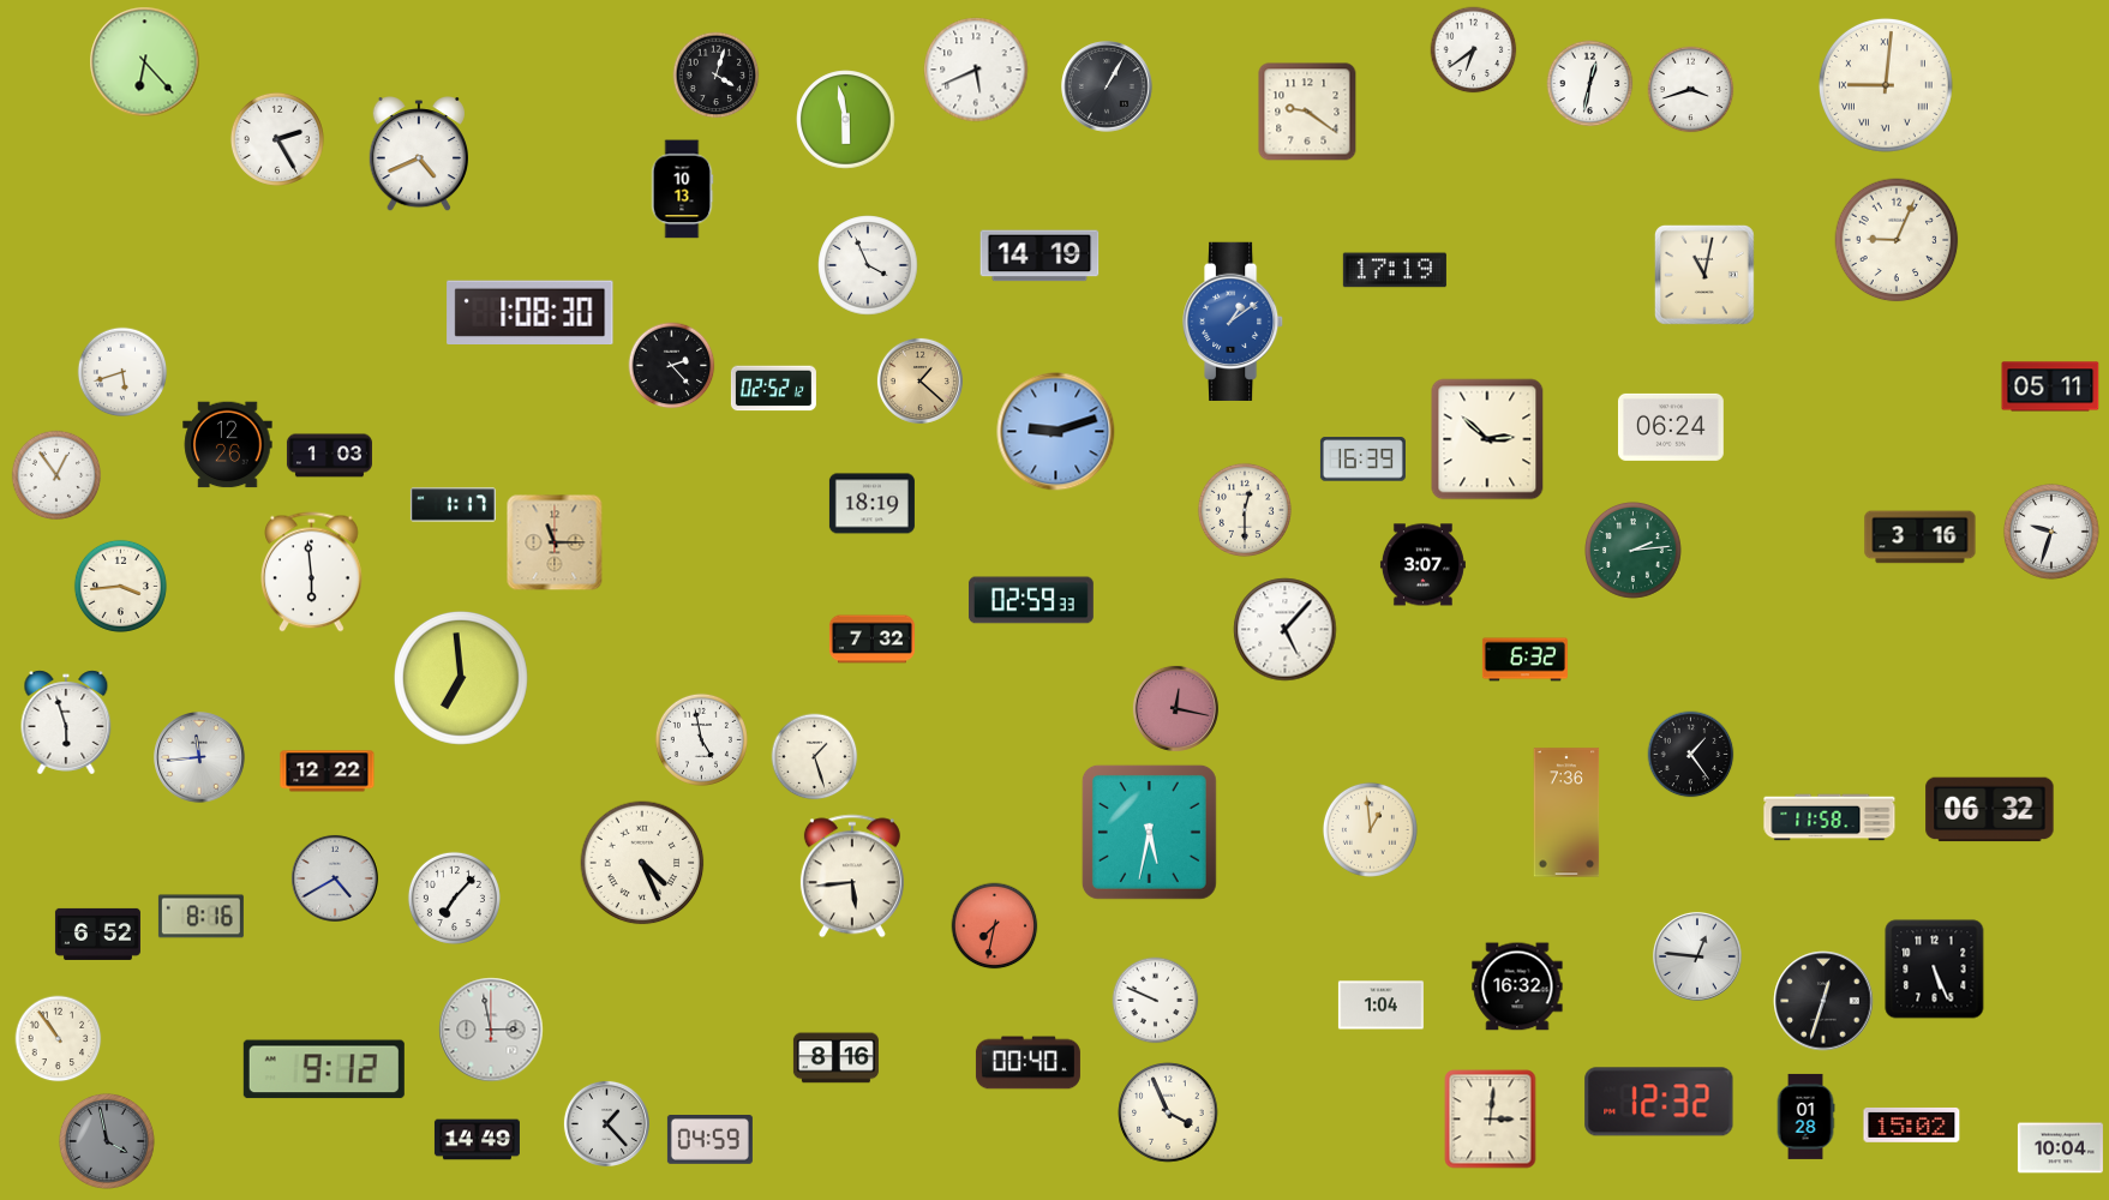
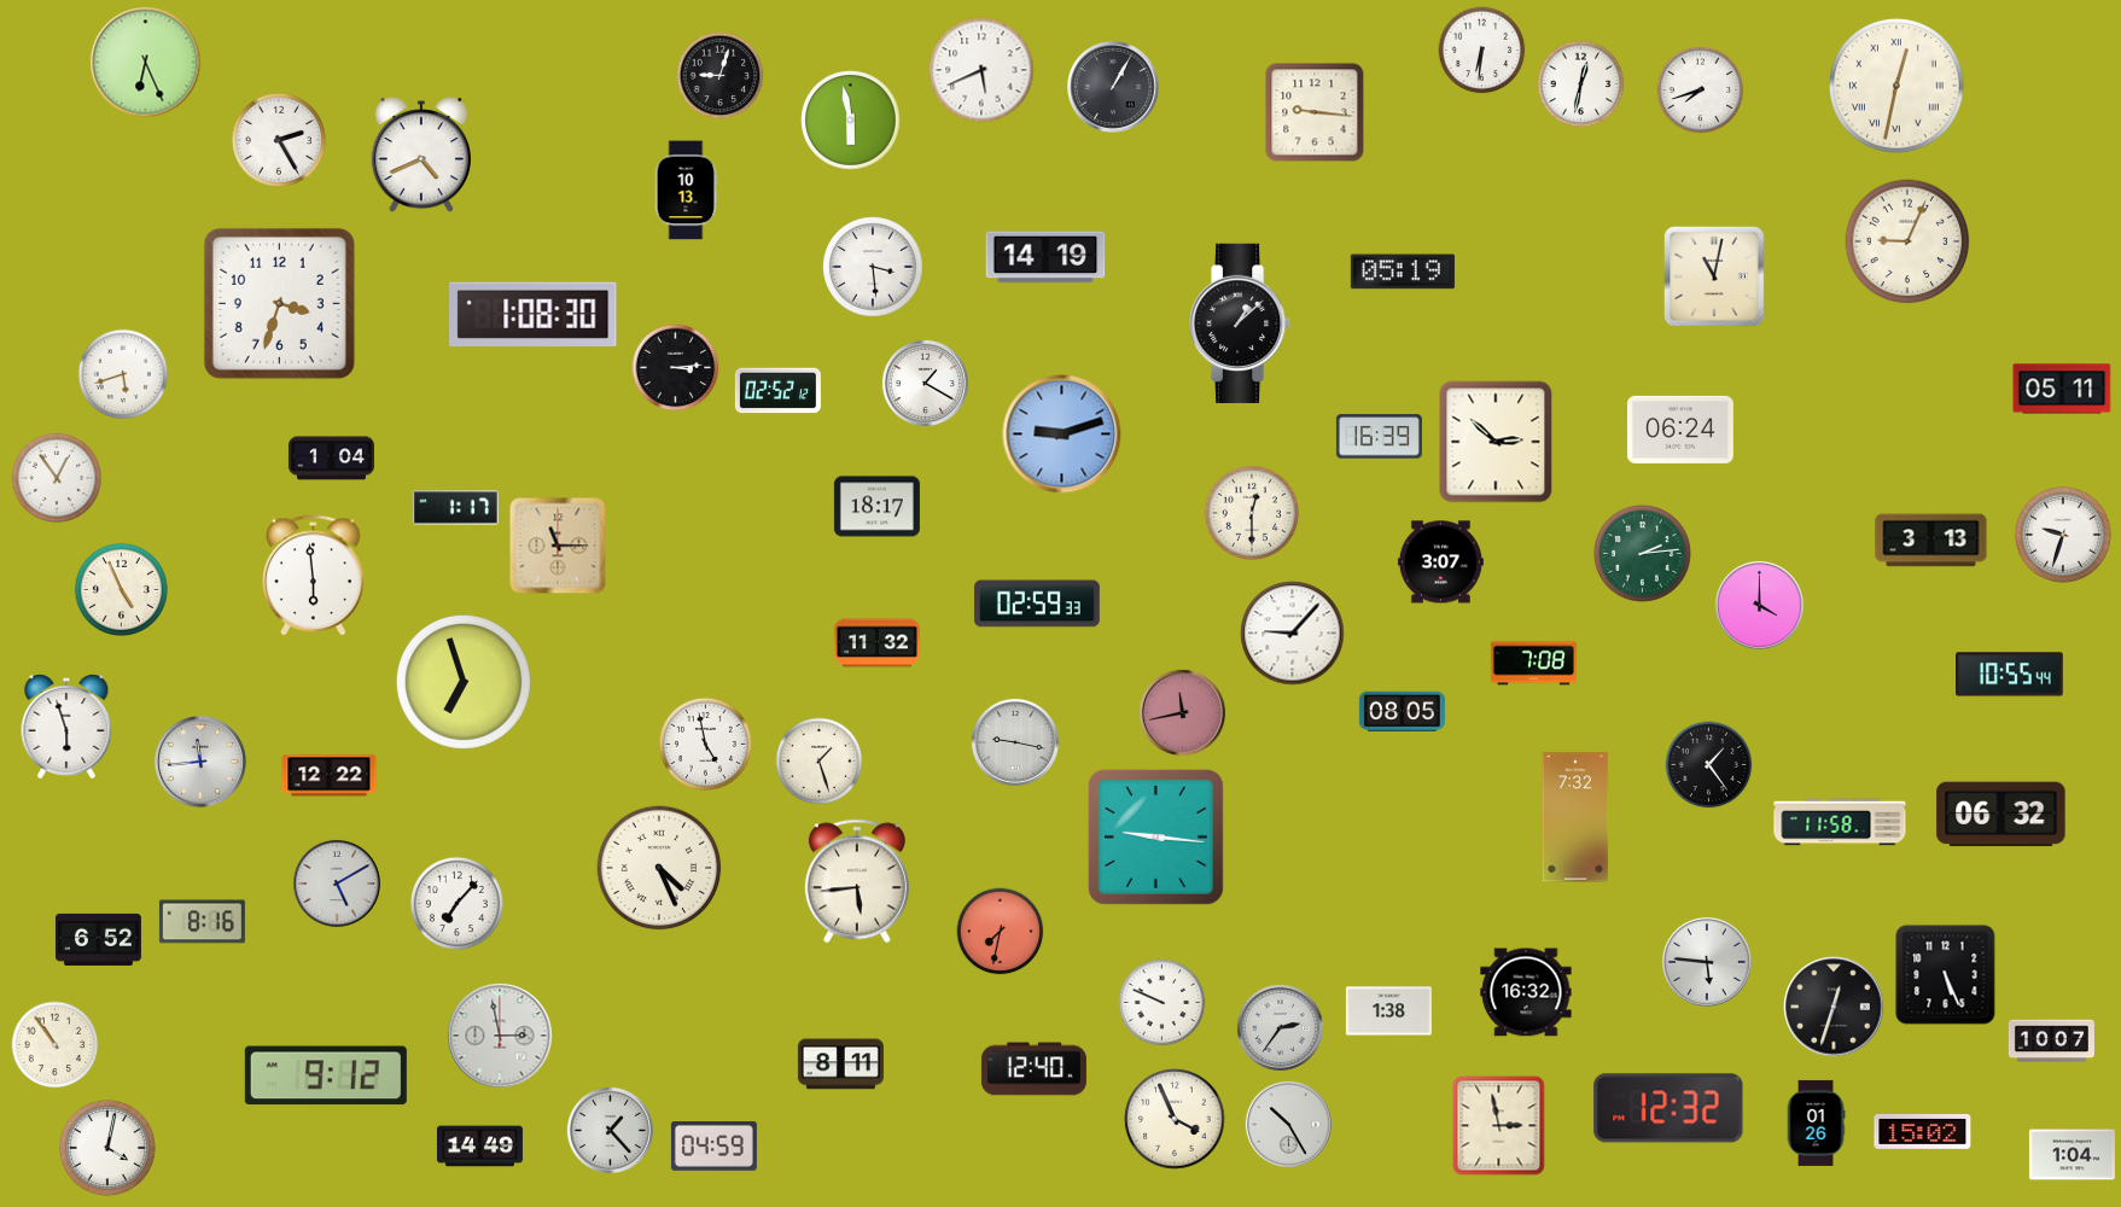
clock at (1474, 50): 6:39 -> 6:31
clock at (145, 62): 6:23 -> 6:26
clock at (717, 76): 4:03 -> 9:03
clock at (1590, 84) position: (1590, 84) -> (1581, 84)
clock at (1886, 85): 9:01 -> 12:32
clock at (1691, 90): 3:42 -> 7:42
clock at (1307, 112): 9:21 -> 9:16
clock at (868, 265): 3:56 -> 3:29
clock at (1395, 270): 17:19 -> 05:19
clock at (279, 303): none -> 3:33
clock at (1234, 322): 1:09 -> 1:08
clock at (1234, 322) dial: blue -> black
clock at (672, 366): 2:23 -> 3:14
clock at (919, 380): 1:22 -> 1:20
clock at (919, 380) dial: champagne -> white
clock at (228, 445): 12:26 -> none
clock at (329, 456): 1:03 -> 1:04
clock at (1362, 460) position: (1362, 460) -> (1379, 437)
clock at (871, 504): 18:19 -> 18:17
clock at (1921, 538): 3:16 -> 3:13
clock at (1422, 565) position: (1422, 565) -> (1440, 562)
clock at (120, 586): 3:44 -> 4:56
clock at (1759, 605): none -> 4:00
clock at (1286, 630): 5:07 -> 9:07
clock at (871, 640): 7:32 -> 11:32
clock at (1524, 660): 6:32 -> 7:08
clock at (2010, 675): none -> 10:55
clock at (461, 678): 6:59 -> 6:57
clock at (1402, 711): none -> 08:05
clock at (1175, 708): 12:17 -> 11:43
clock at (1015, 742): none -> 9:17
clock at (1691, 755) position: (1691, 755) -> (1709, 765)
clock at (1566, 812): 7:36 -> 7:32
clock at (1370, 829): 12:59 -> none
clock at (1149, 832): 5:32 -> 9:16
clock at (642, 863) position: (642, 863) -> (659, 868)
clock at (335, 878): 4:40 -> 5:10
clock at (1697, 956): 12:46 -> 5:46
clock at (1156, 1001) position: (1156, 1001) -> (1163, 1003)
clock at (1380, 1006): 1:04 -> 1:38
clock at (1280, 1027): none -> 2:36
clock at (491, 1030) position: (491, 1030) -> (500, 1036)
clock at (2051, 1042): none -> 10:07
clock at (59, 1039) position: (59, 1039) -> (56, 1045)
clock at (835, 1058): 8:16 -> 8:11
clock at (1027, 1063): 00:40 -> 12:40
clock at (1805, 1116): 01:28 -> 01:26
clock at (1288, 1124): none -> 10:25
clock at (1491, 1120): 3:01 -> 2:58
clock at (107, 1141): 3:58 -> 4:02
clock at (107, 1141) dial: grey -> white
clock at (2060, 1148): 10:04 -> 1:04
